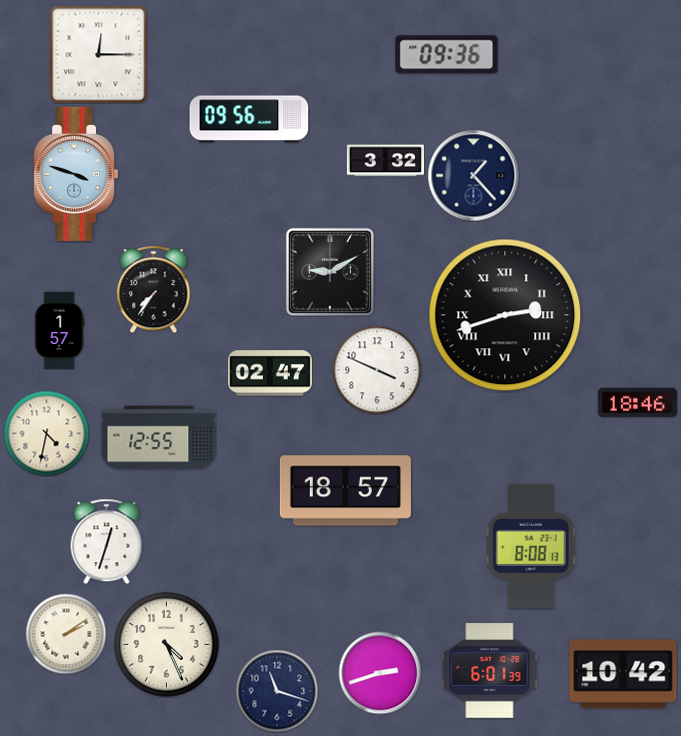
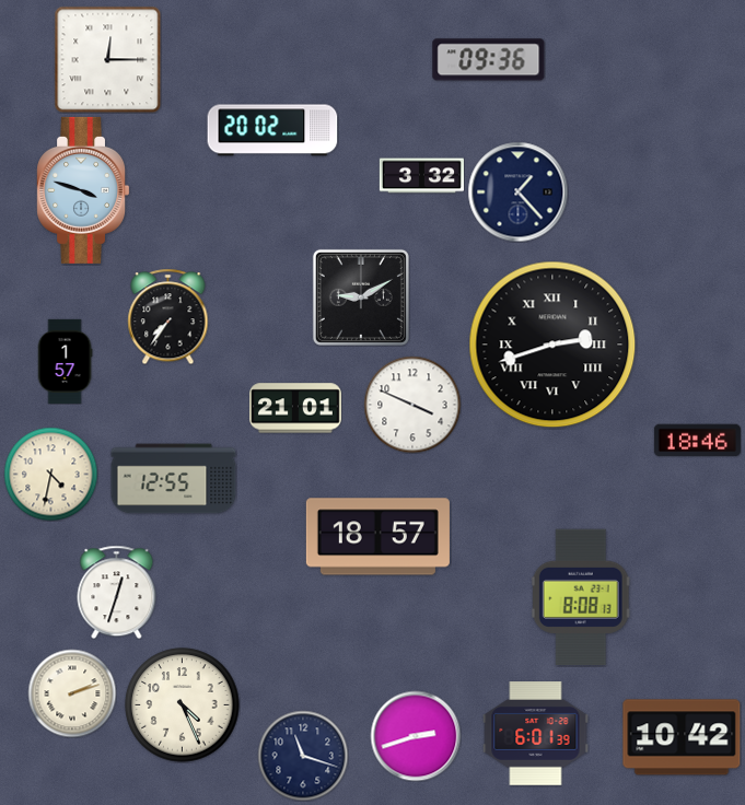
clock at (249, 119): 09:56 -> 20:02
clock at (271, 373): 02:47 -> 21:01
clock at (66, 634): 2:09 -> 2:12
